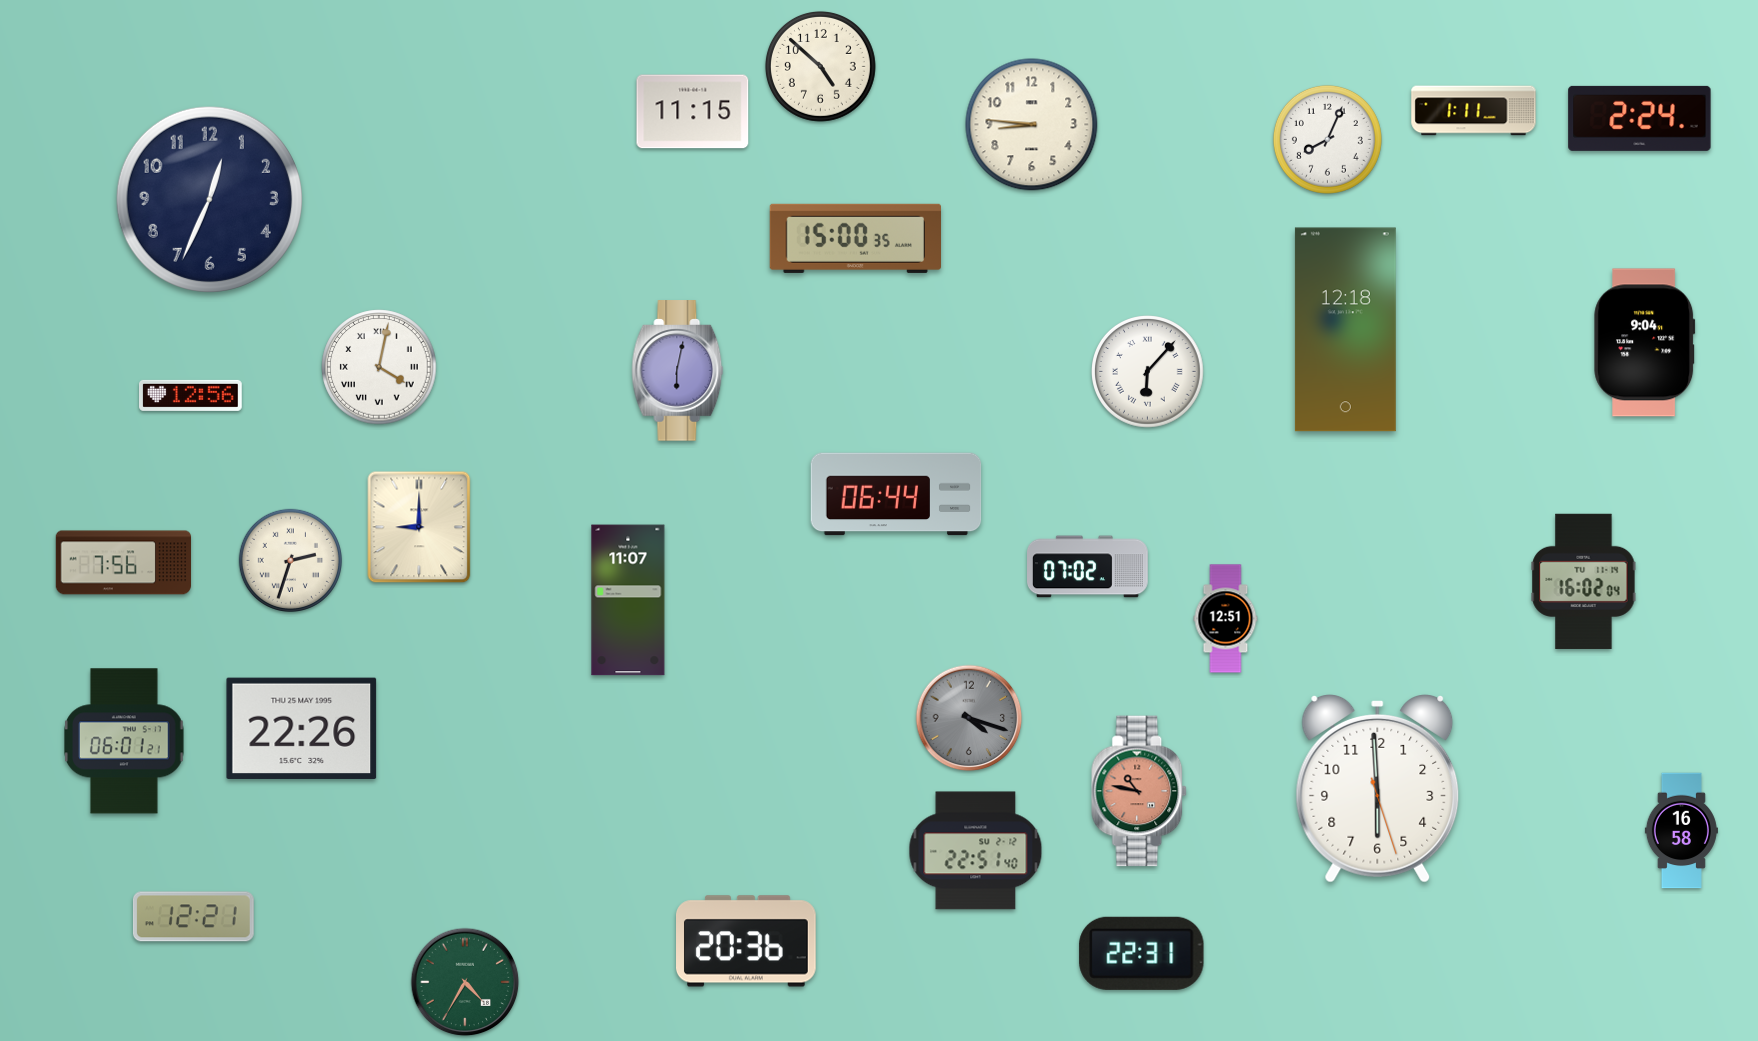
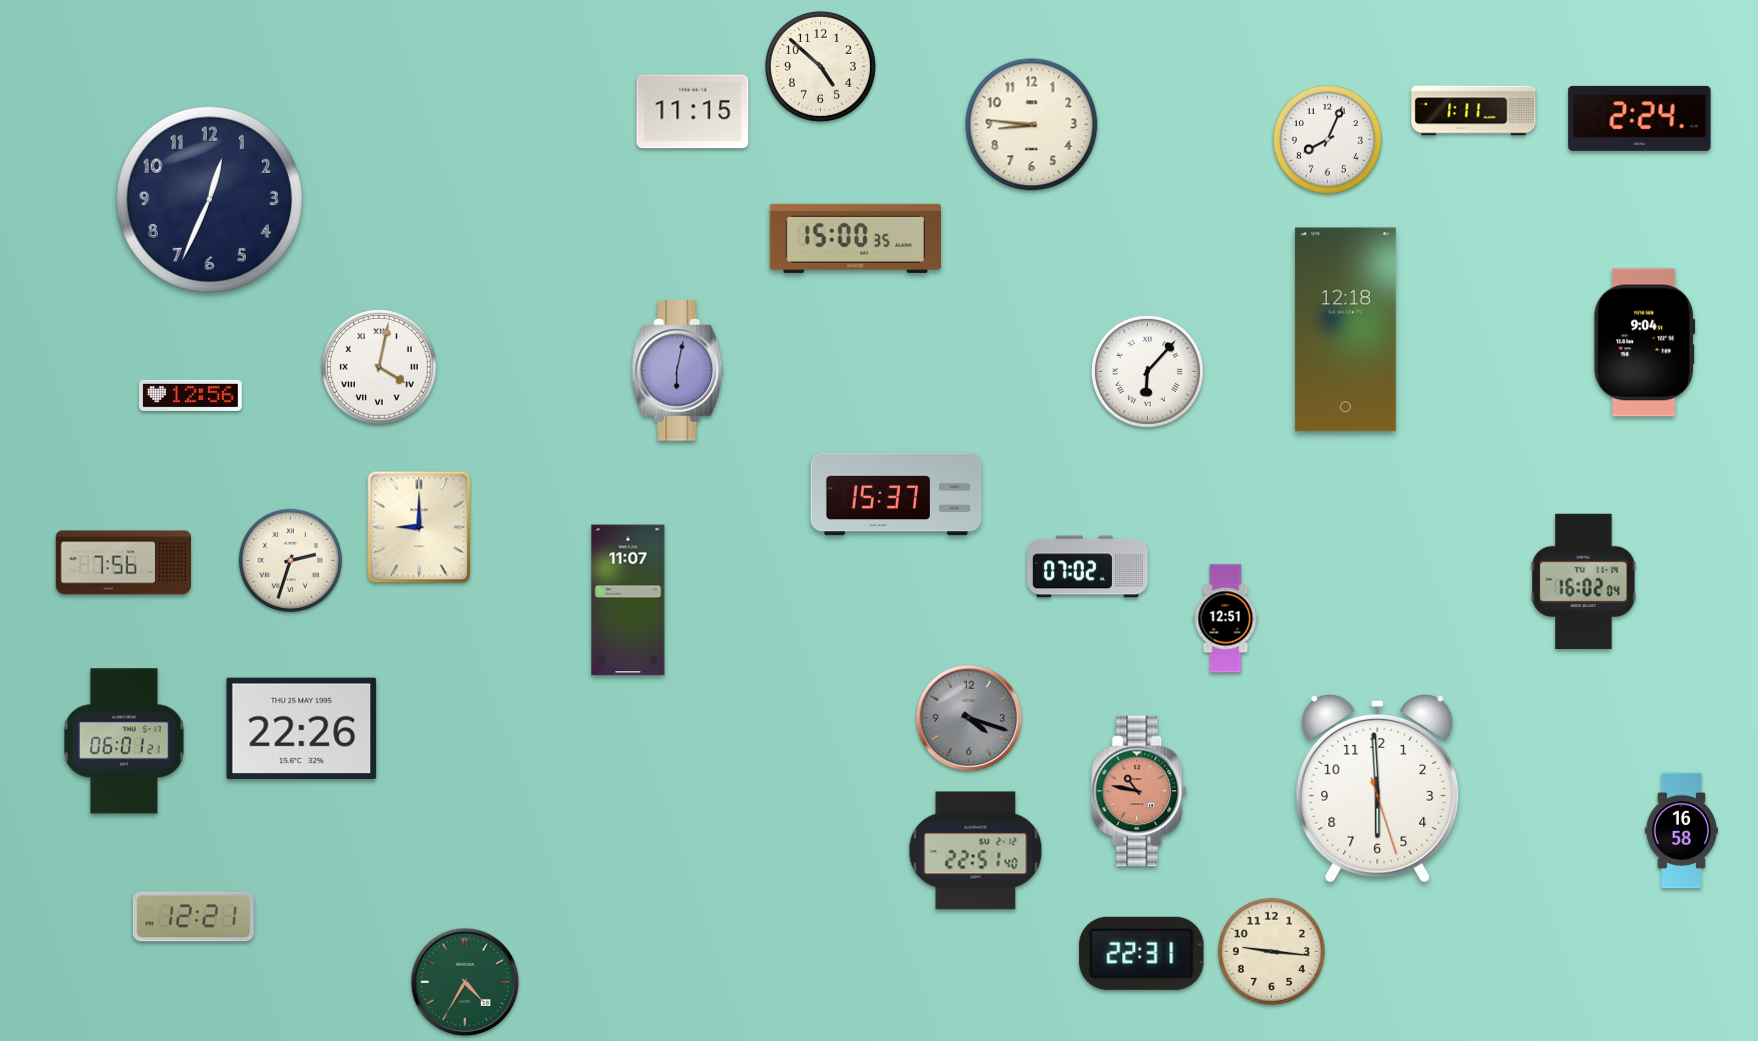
clock at (896, 494): 06:44 -> 15:37
clock at (747, 941): 20:36 -> none
clock at (1271, 951): none -> 9:16
